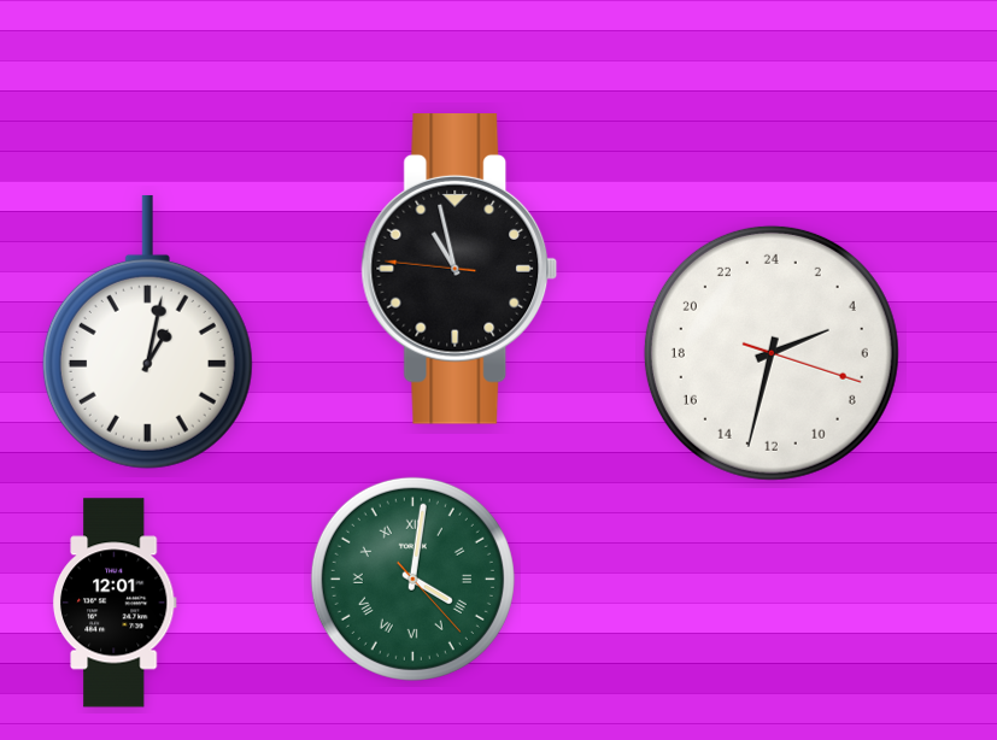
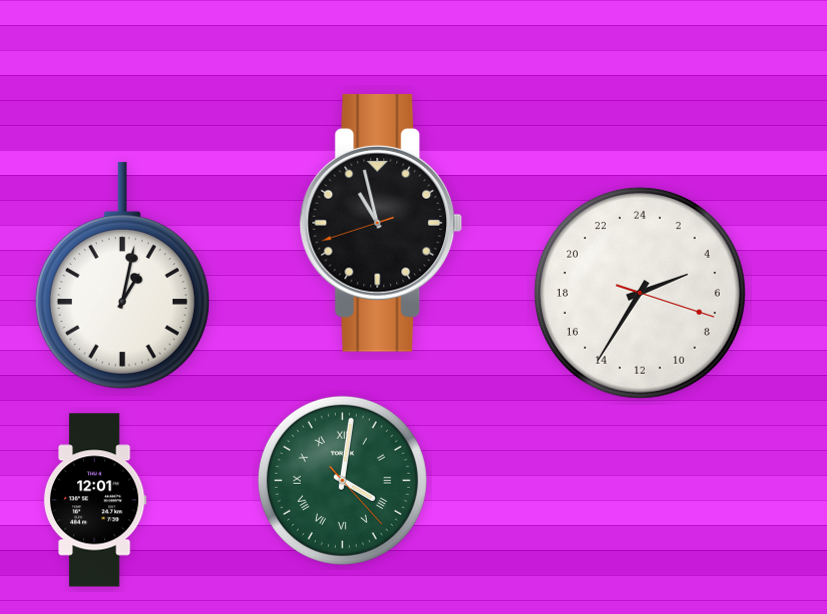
clock at (459, 270): 10:57:46 -> 10:57:42
clock at (772, 353): 4:32 -> 4:35
